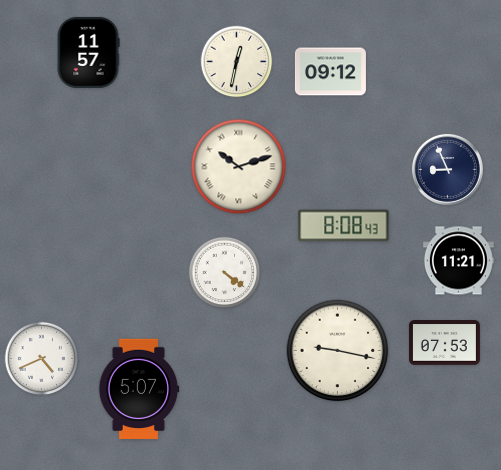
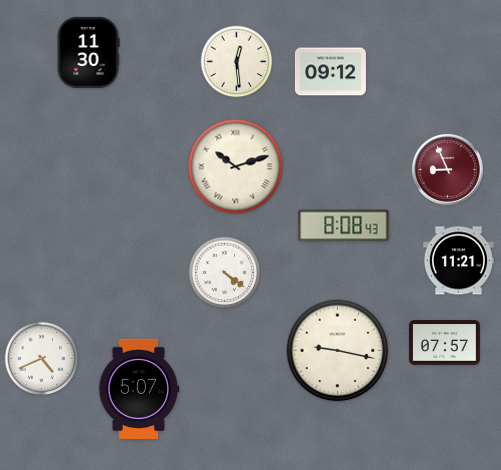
clock at (88, 52): 11:57 -> 11:30
clock at (237, 62): 12:32 -> 12:29
clock at (239, 167) position: (239, 167) -> (236, 167)
clock at (447, 169) dial: navy -> burgundy
clock at (444, 343): 07:53 -> 07:57
